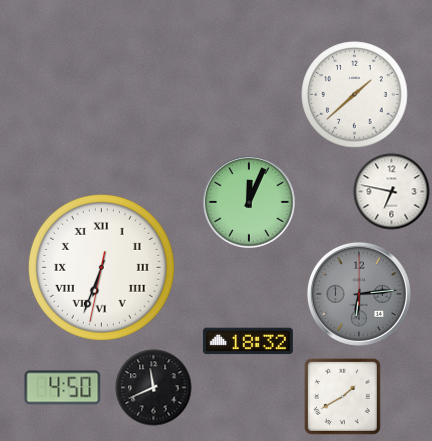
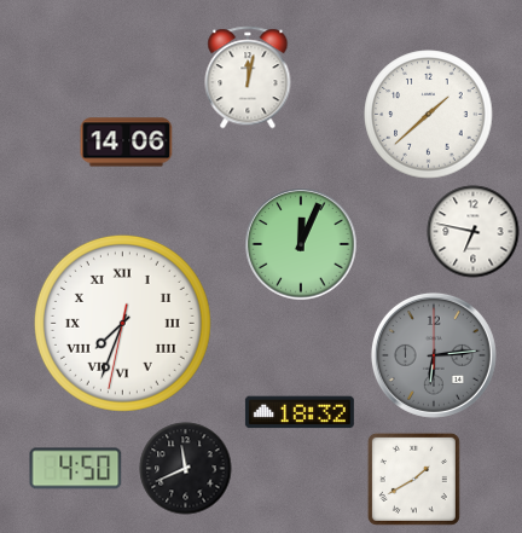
clock at (248, 77): none -> 12:02
clock at (127, 143): none -> 14:06
clock at (101, 267): 6:33 -> 7:33
